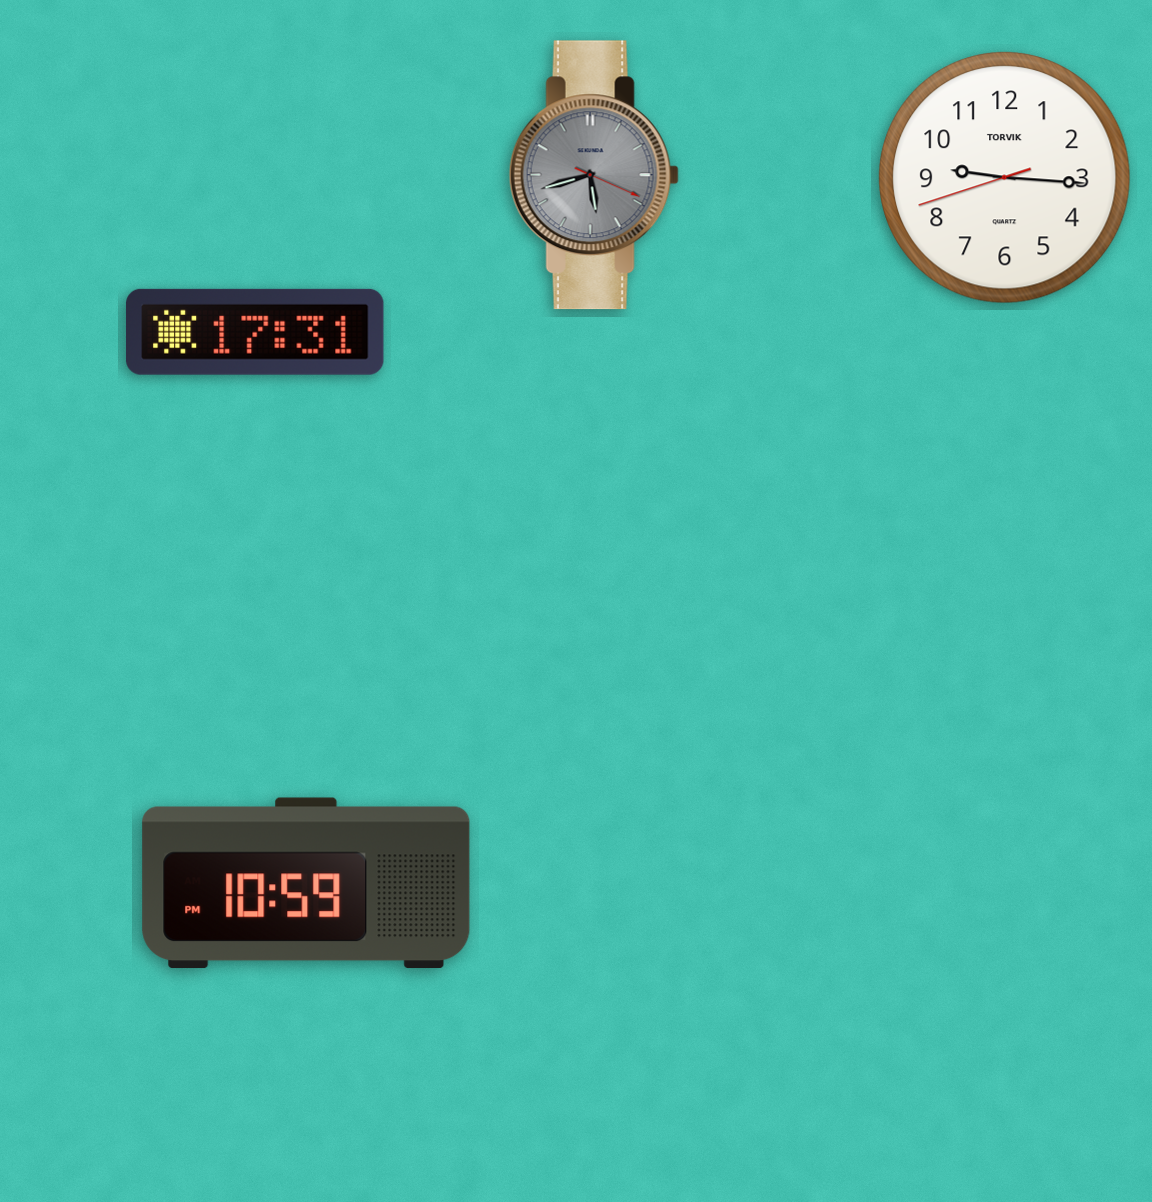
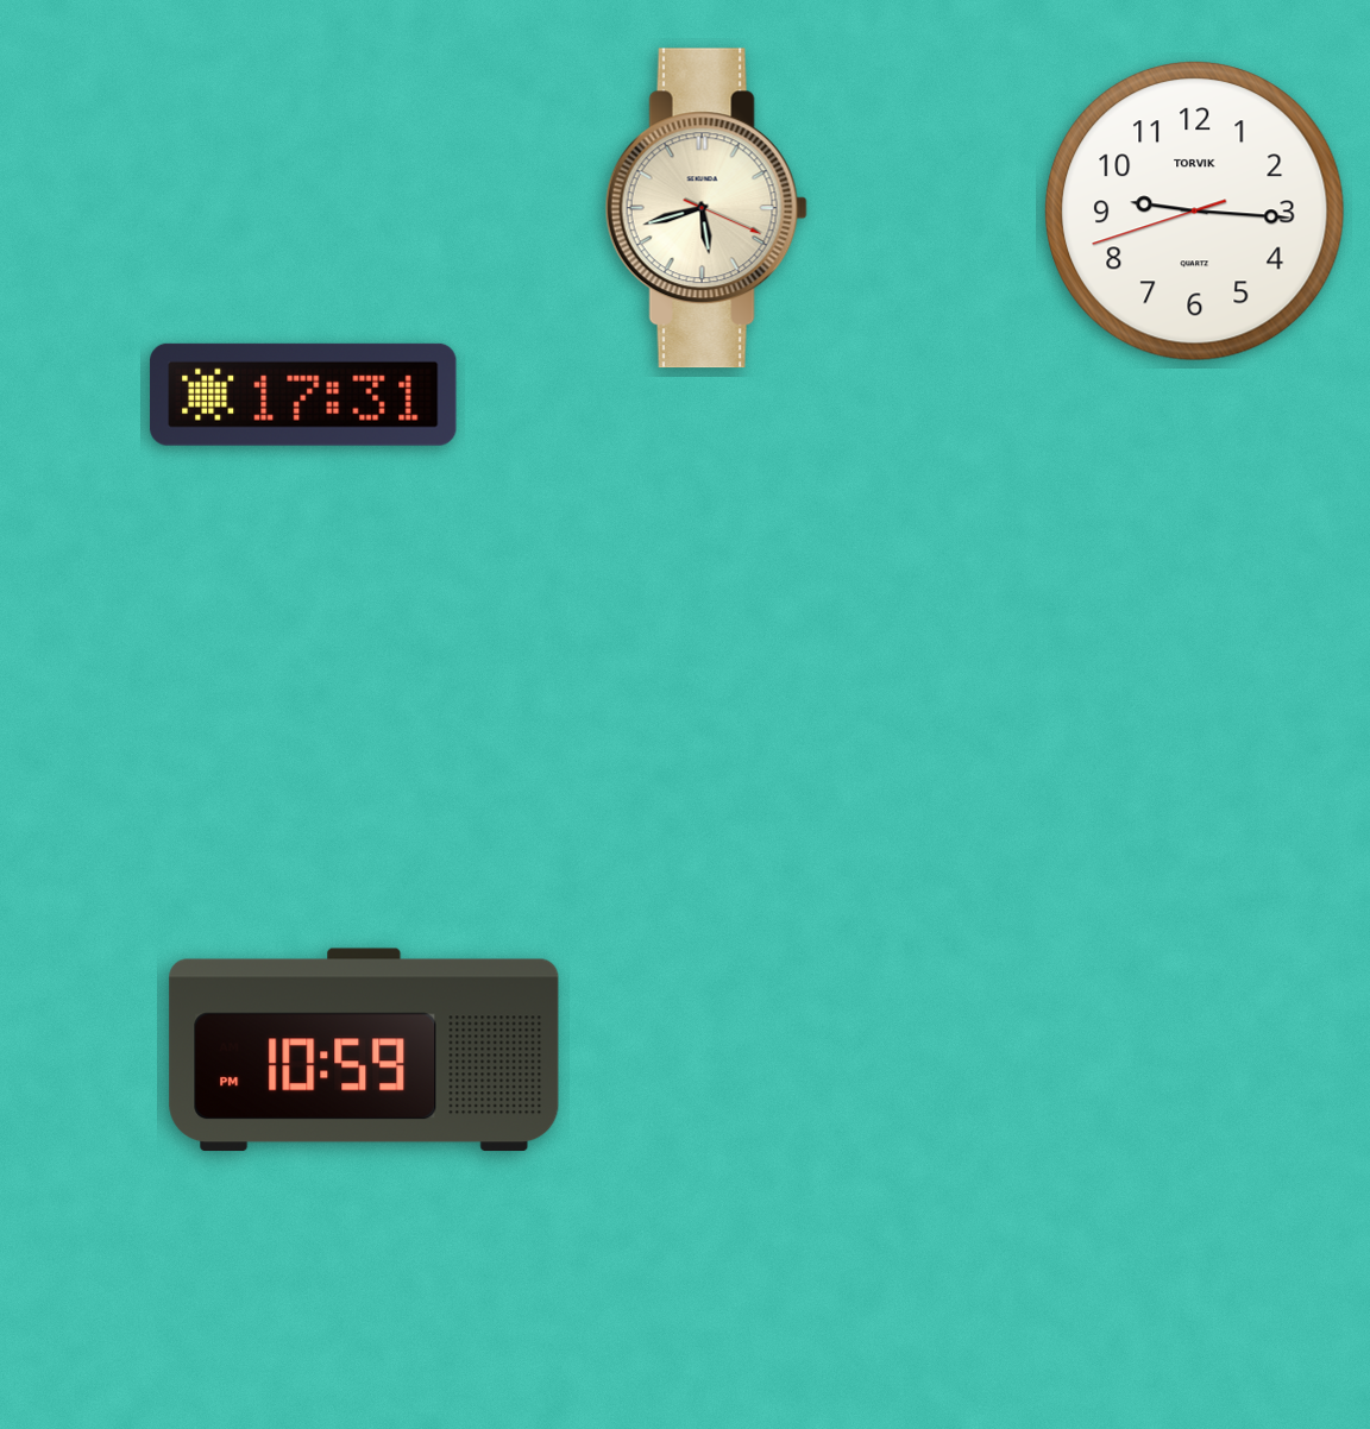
clock at (594, 175) dial: grey -> cream
